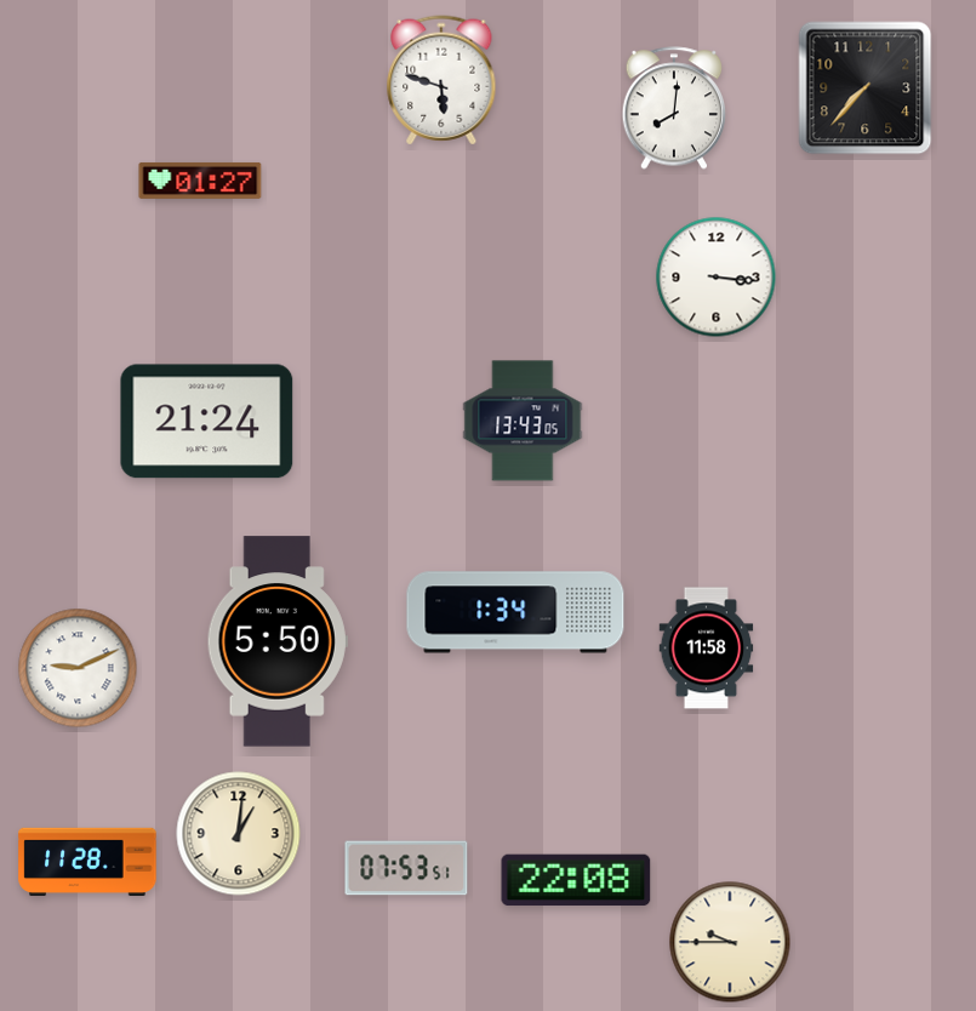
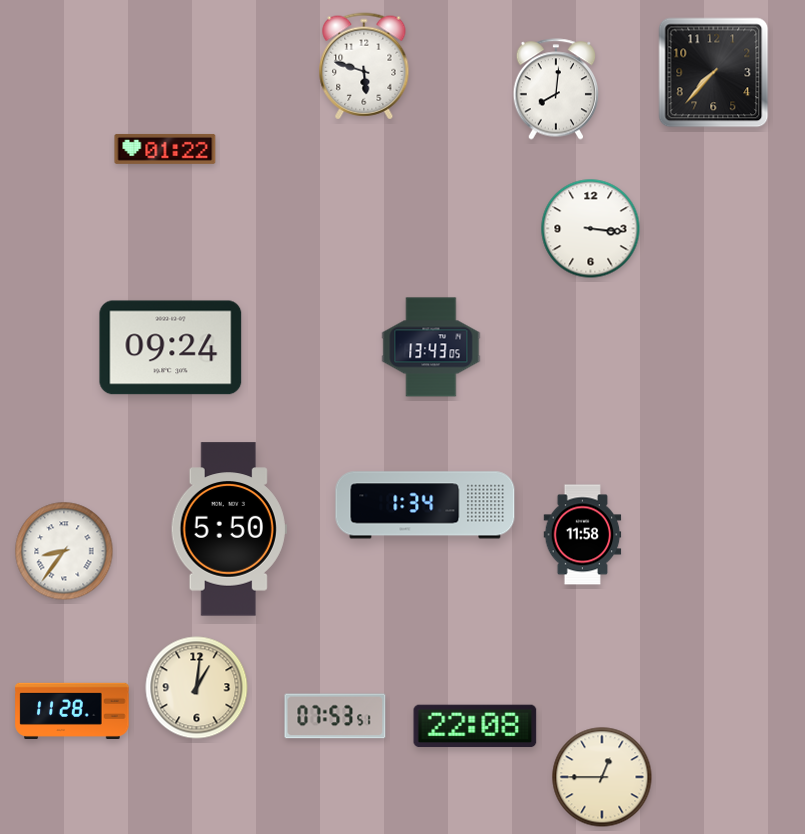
clock at (200, 181): 01:27 -> 01:22
clock at (207, 422): 21:24 -> 09:24
clock at (78, 668): 9:11 -> 8:36
clock at (730, 942): 9:45 -> 12:45
